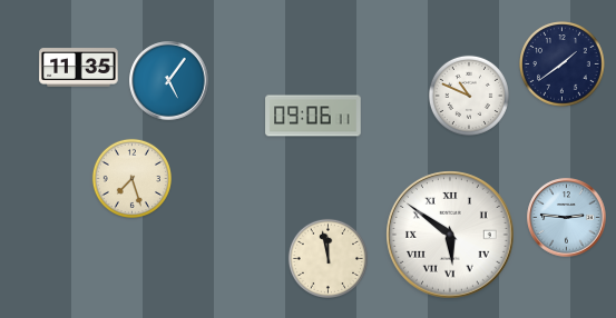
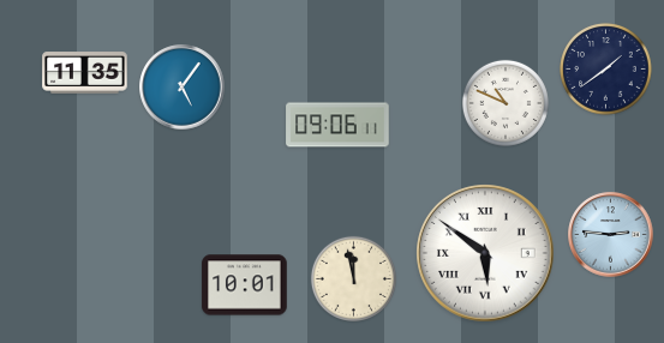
clock at (131, 178): 7:27 -> none
clock at (245, 285): none -> 10:01
